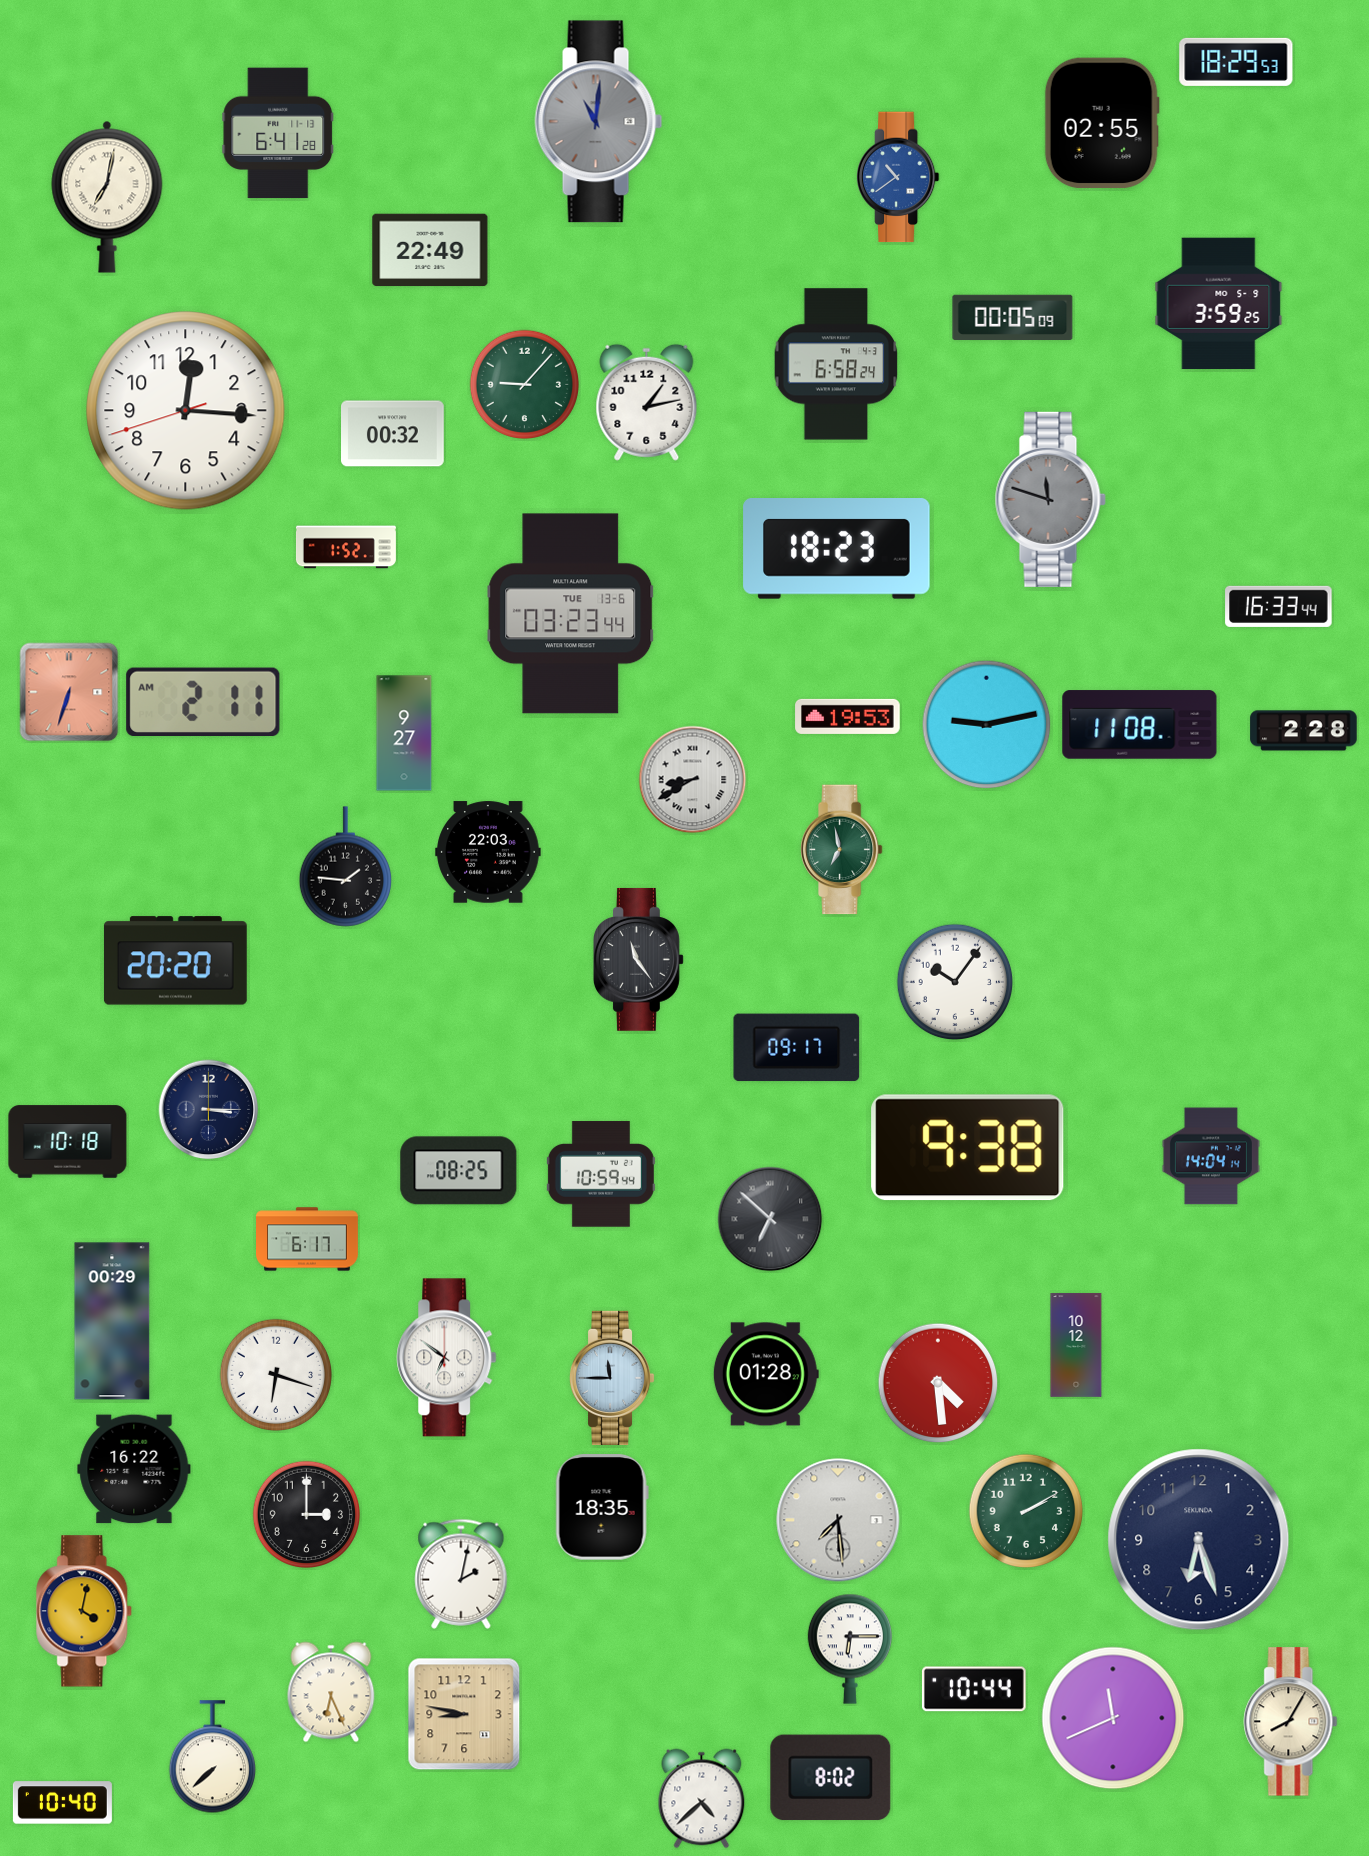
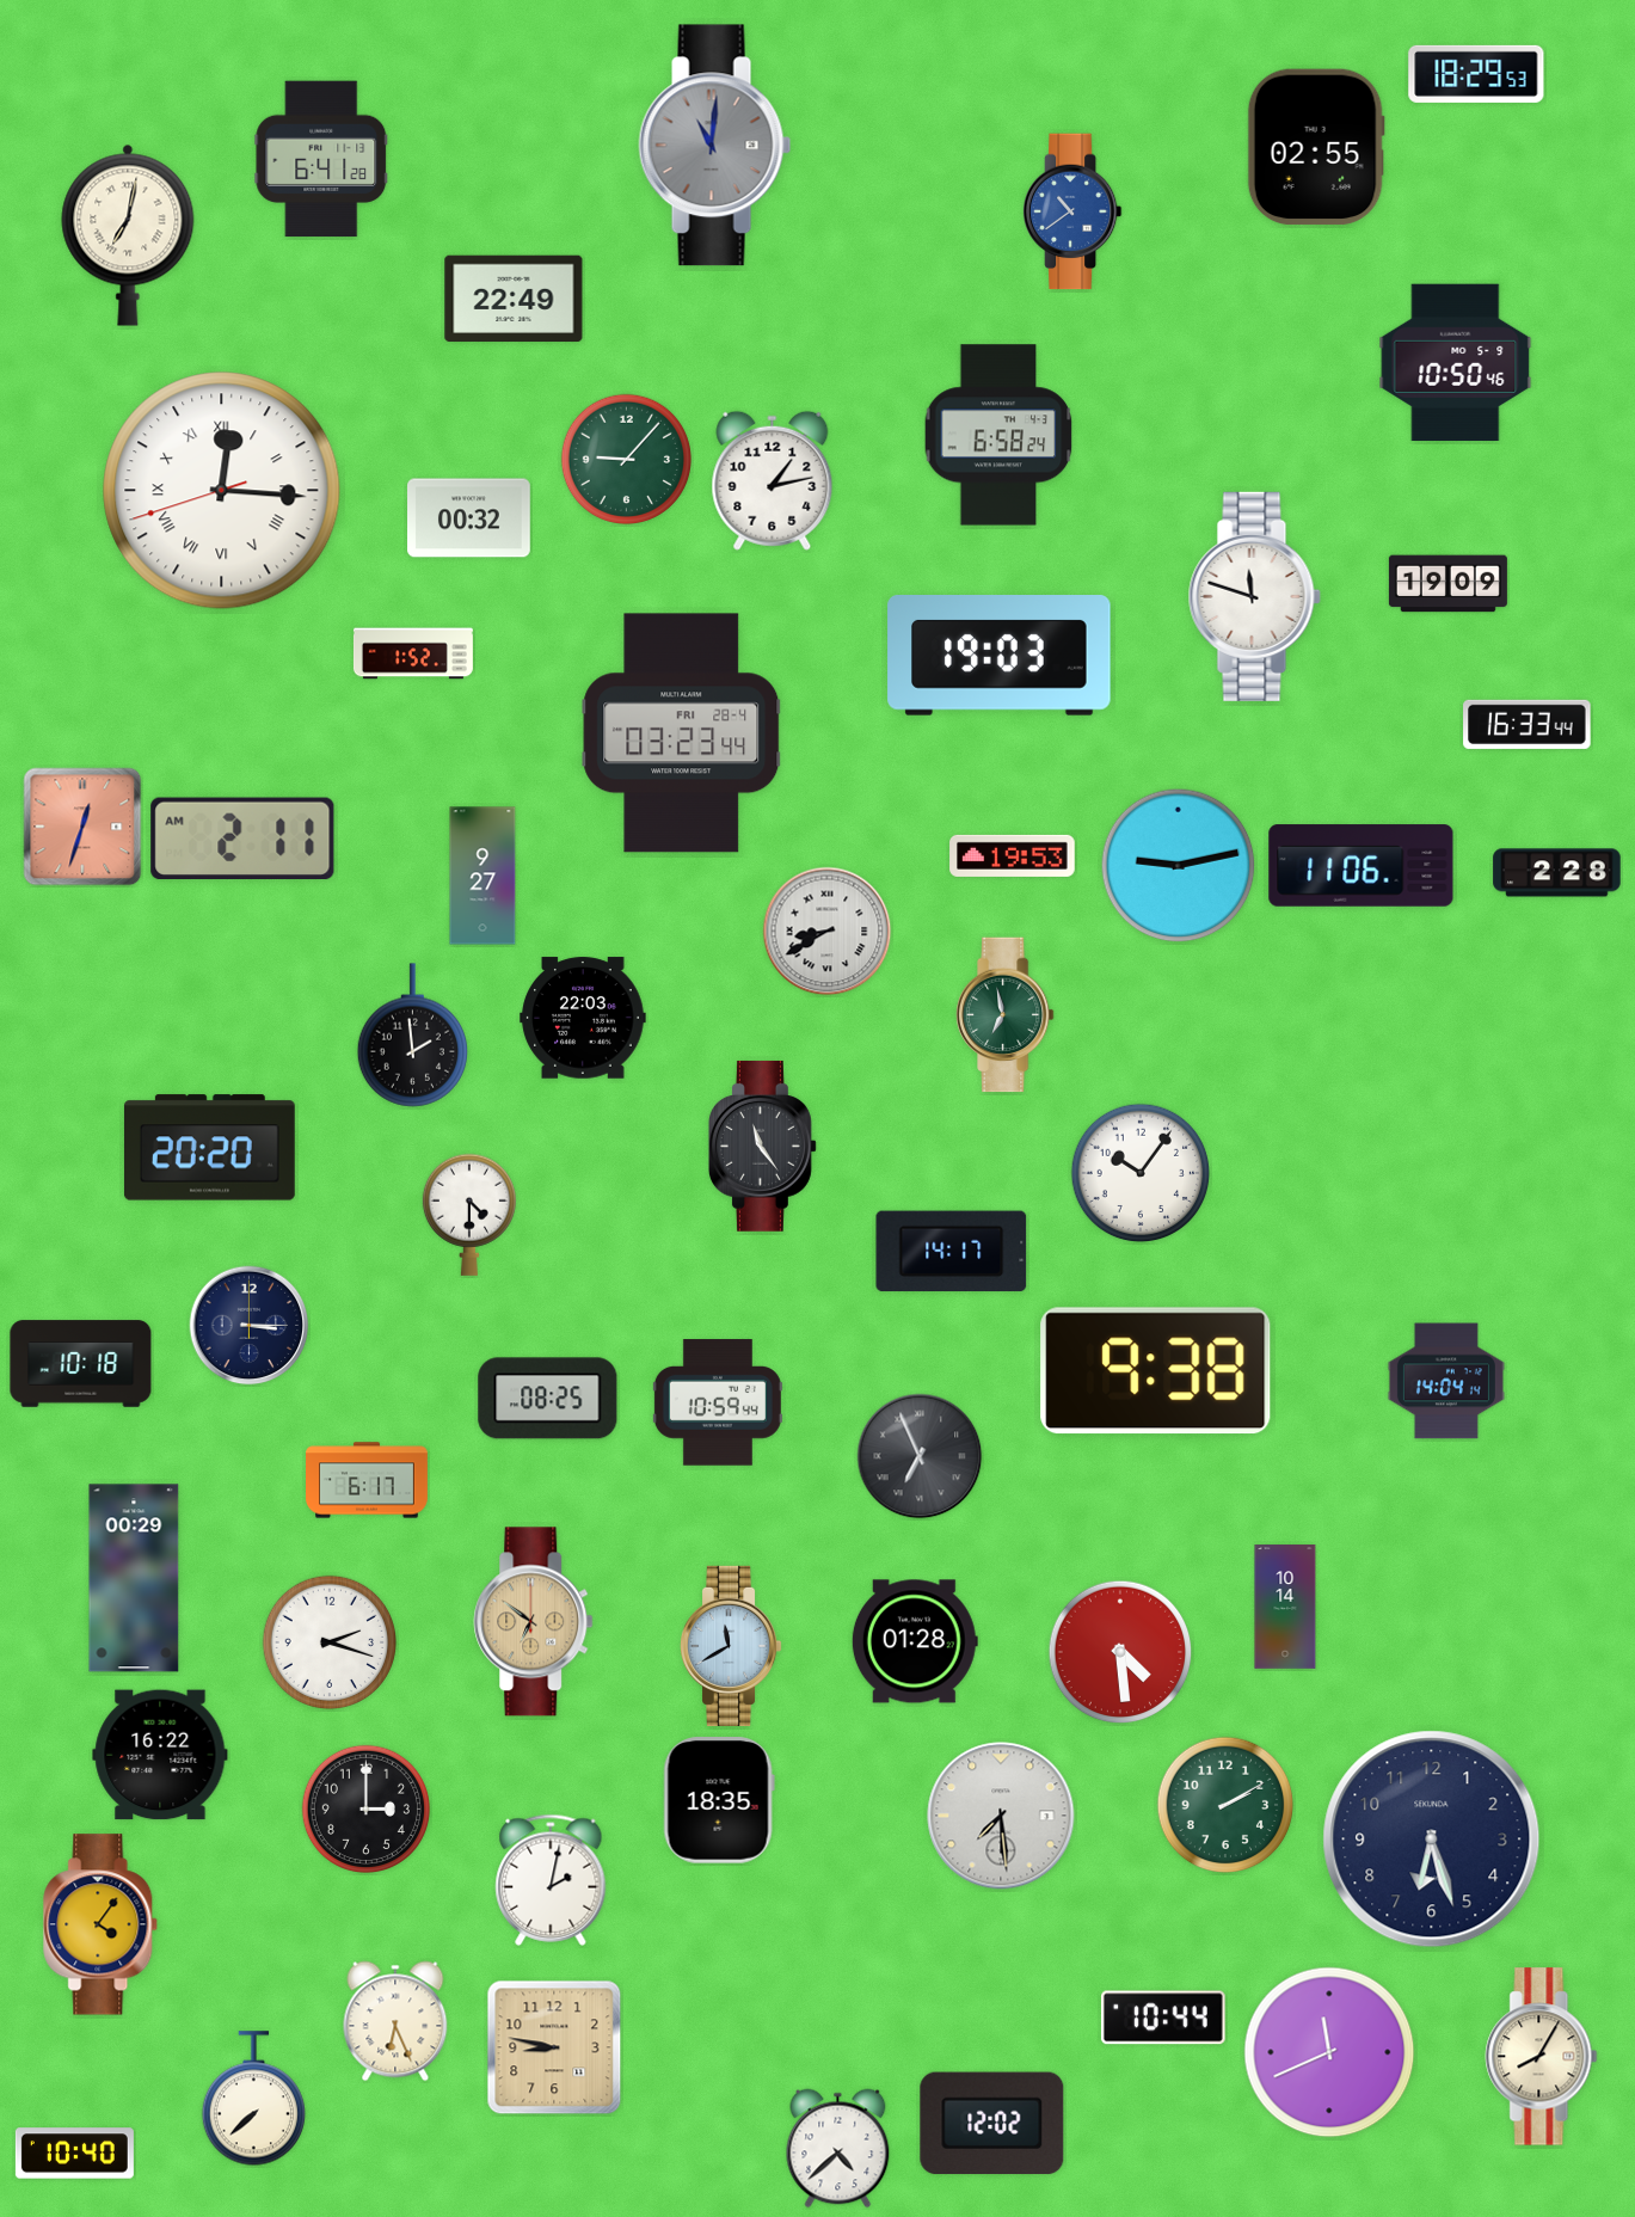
clock at (278, 133) position: (278, 133) -> (321, 159)
clock at (1219, 304): 3:59 -> 10:50
clock at (1013, 317): 00:05 -> none
clock at (186, 411) numerals: Arabic -> Roman
clock at (1447, 584): none -> 19:09
clock at (1050, 499) dial: grey -> white
clock at (837, 549): 18:23 -> 19:03
clock at (571, 614) date: TUE 13-6 -> FRI 28-4
clock at (69, 692): 6:33 -> 12:33
clock at (1140, 725): 11:08 -> 11:06
clock at (346, 867): 1:46 -> 1:59
clock at (469, 1215): none -> 4:30
clock at (797, 1048): 09:17 -> 14:17
clock at (770, 1219): 6:52 -> 6:56
clock at (1076, 1345): 10:12 -> 10:14
clock at (447, 1358) dial: white -> champagne
clock at (276, 1375): 6:18 -> 2:18
clock at (612, 1378): 11:45 -> 11:40
clock at (85, 1611): 4:02 -> 4:06
clock at (850, 1649): 6:15 -> none
clock at (831, 1778): 8:02 -> 12:02
